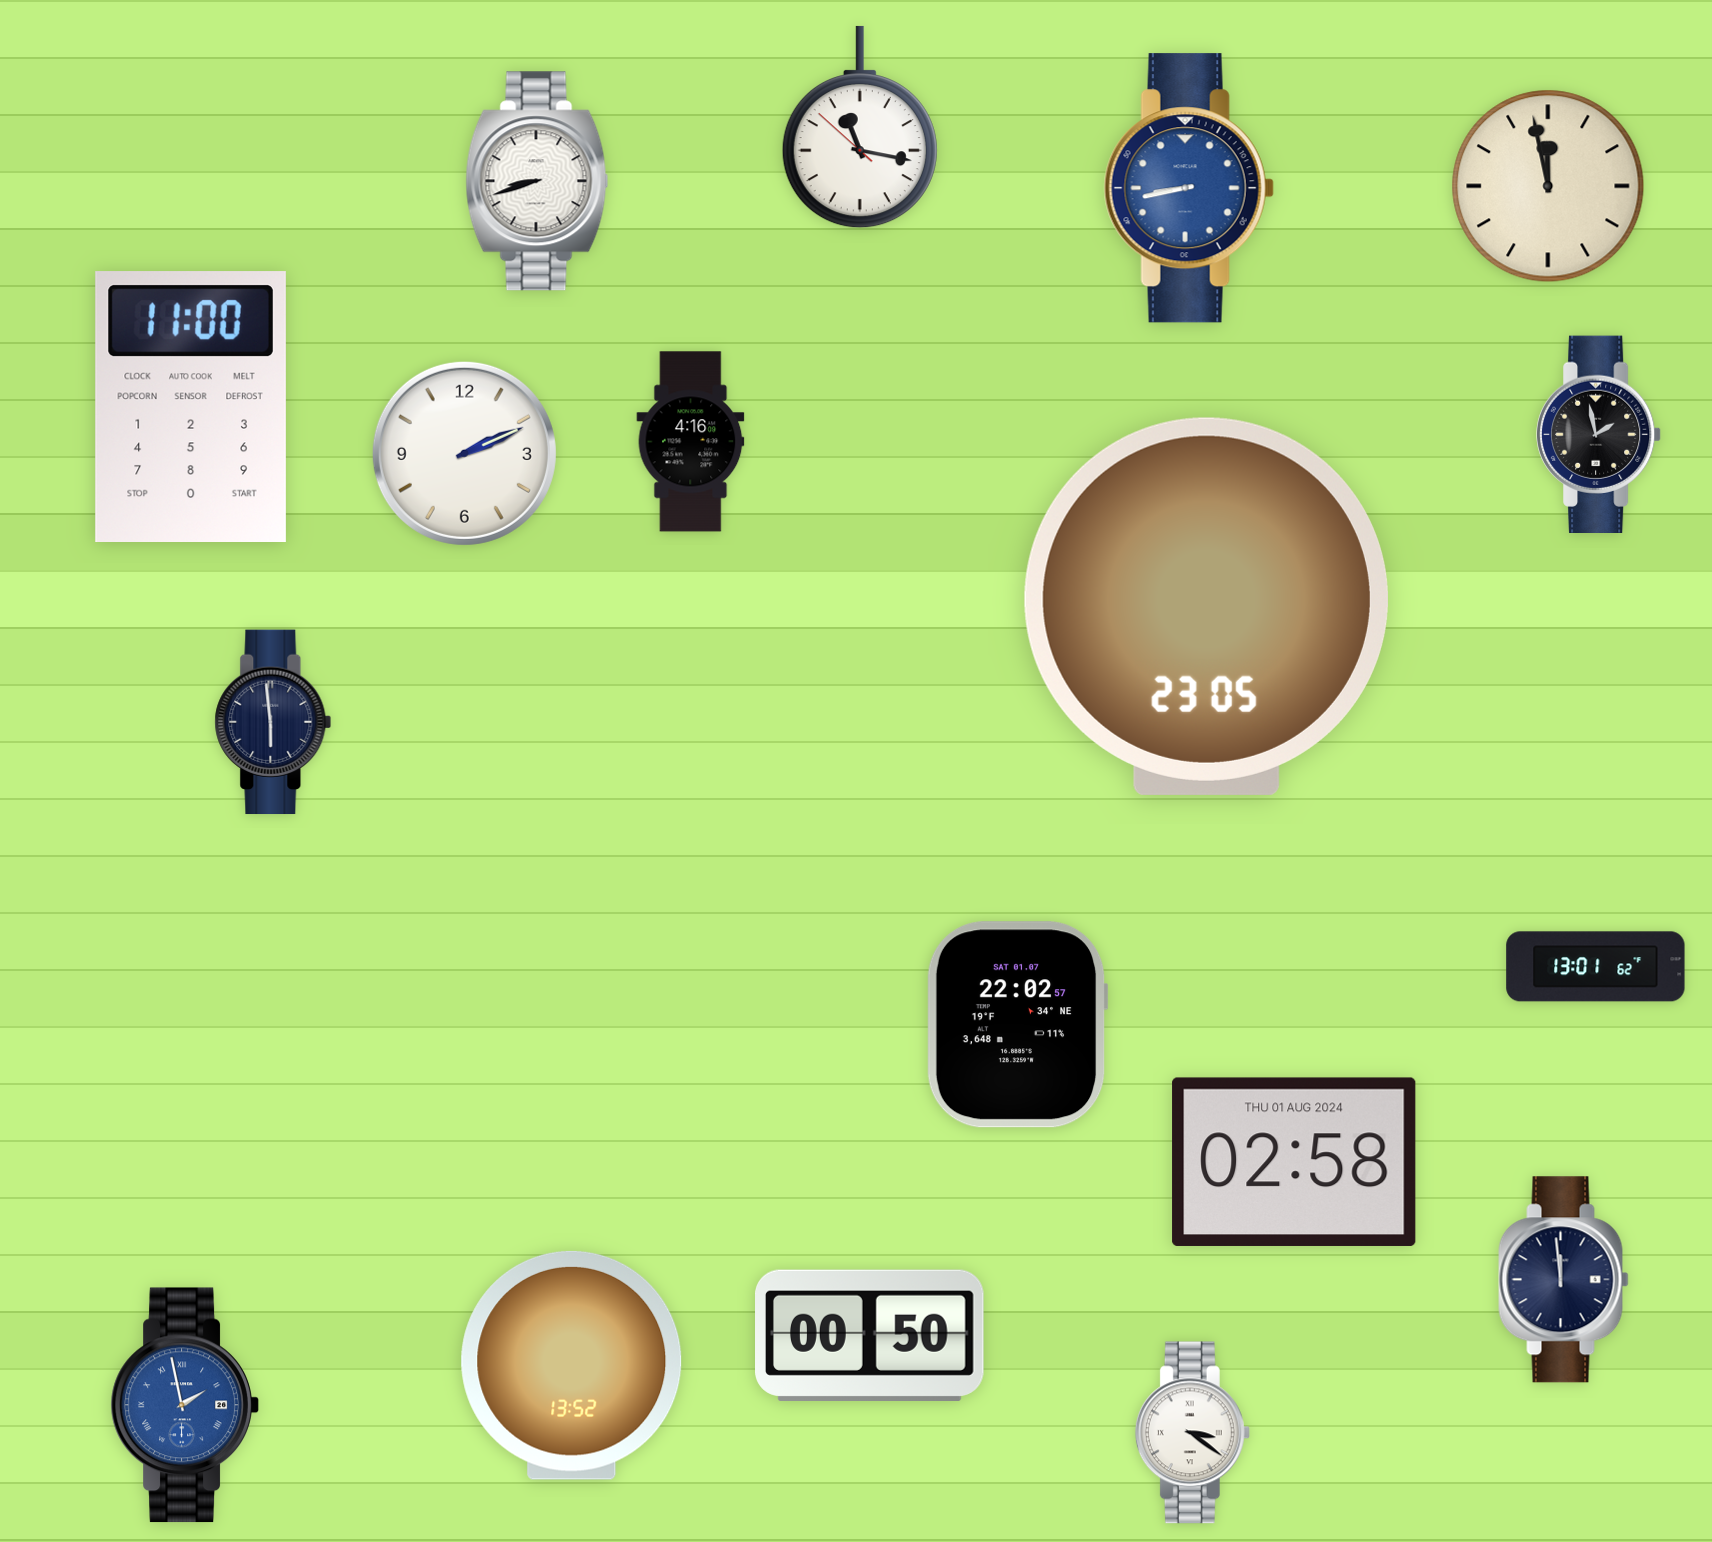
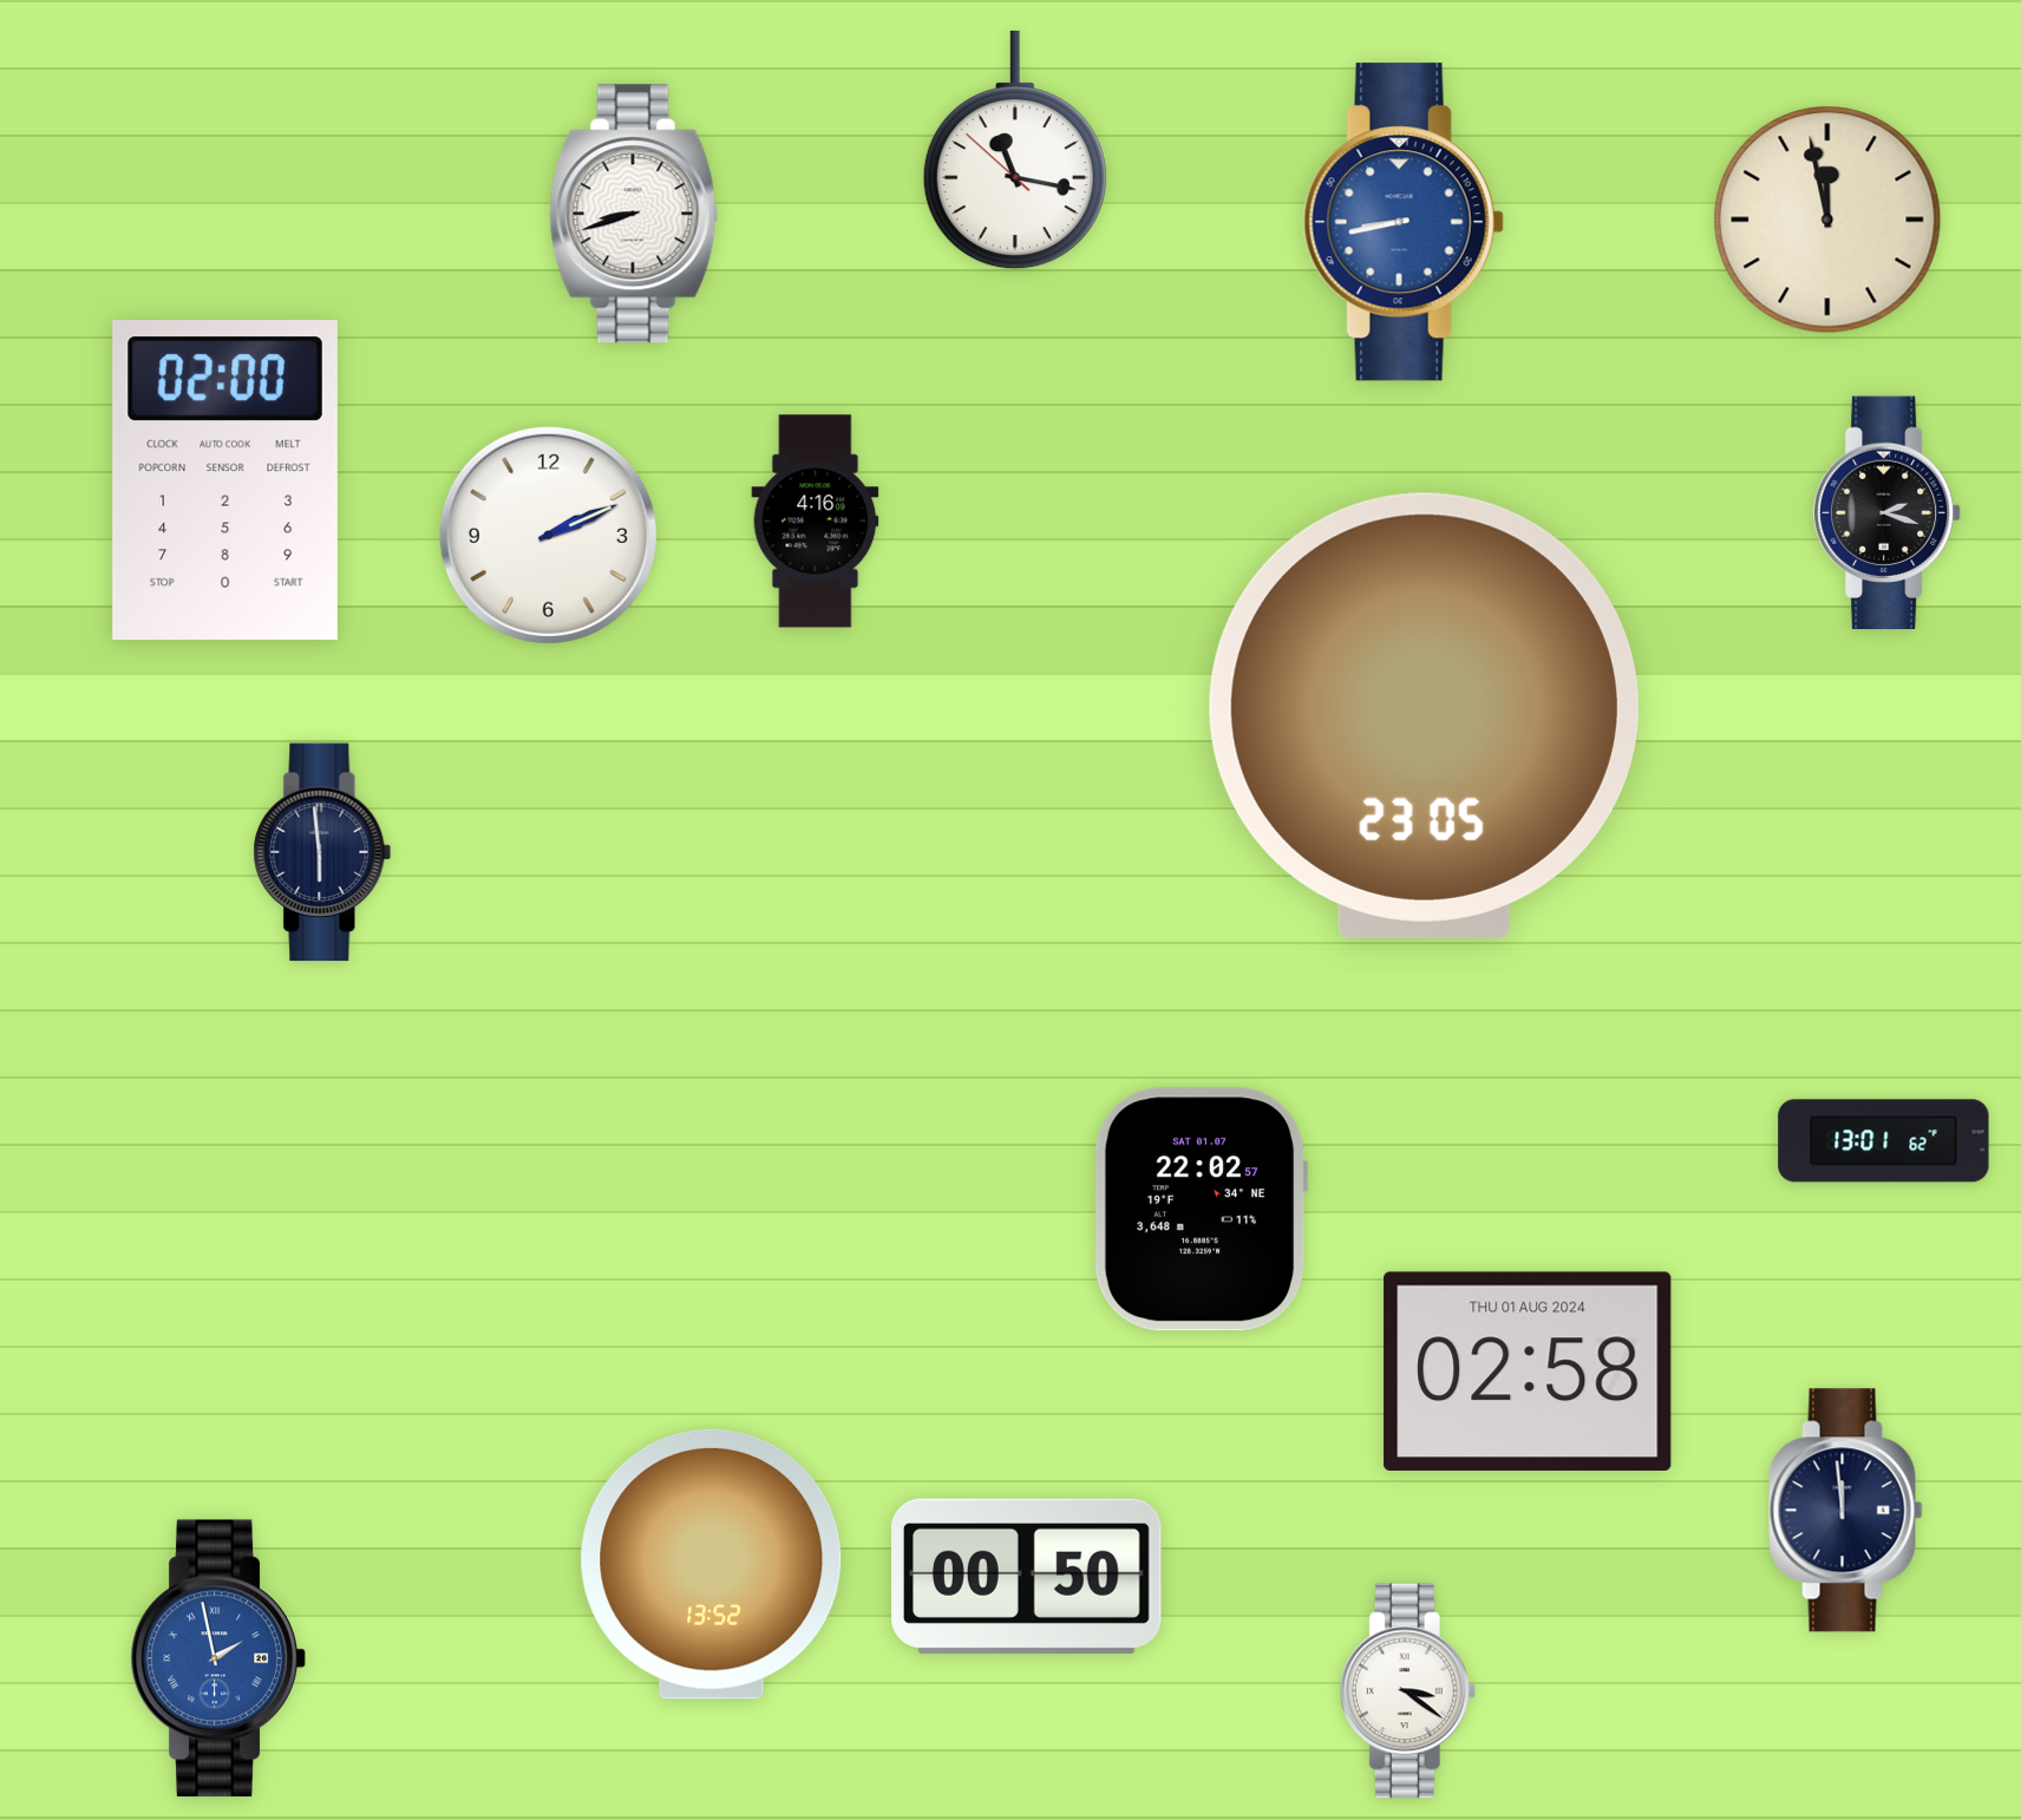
clock at (191, 406): 11:00 -> 02:00
clock at (1600, 434): 1:58 -> 2:18
clock at (572, 1365) position: (572, 1365) -> (712, 1564)
